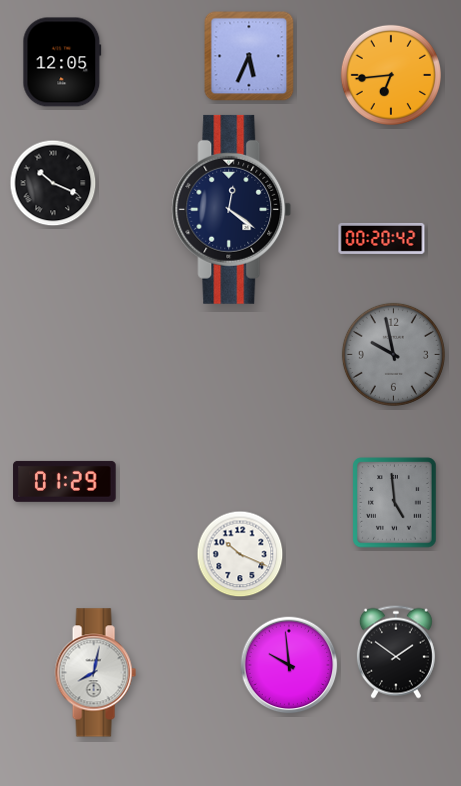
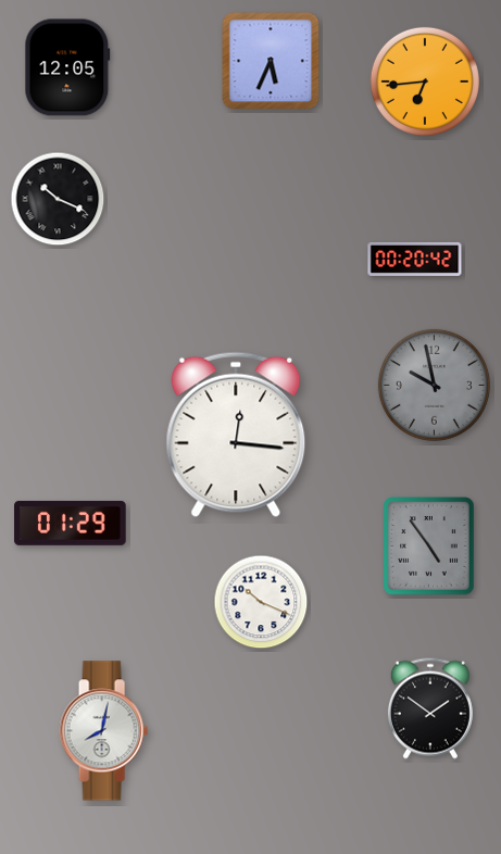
clock at (232, 209): 12:21 -> none
clock at (393, 354) position: (393, 354) -> (434, 385)
clock at (236, 435): none -> 12:16
clock at (395, 503): 4:59 -> 4:54
clock at (289, 665): 9:59 -> none
